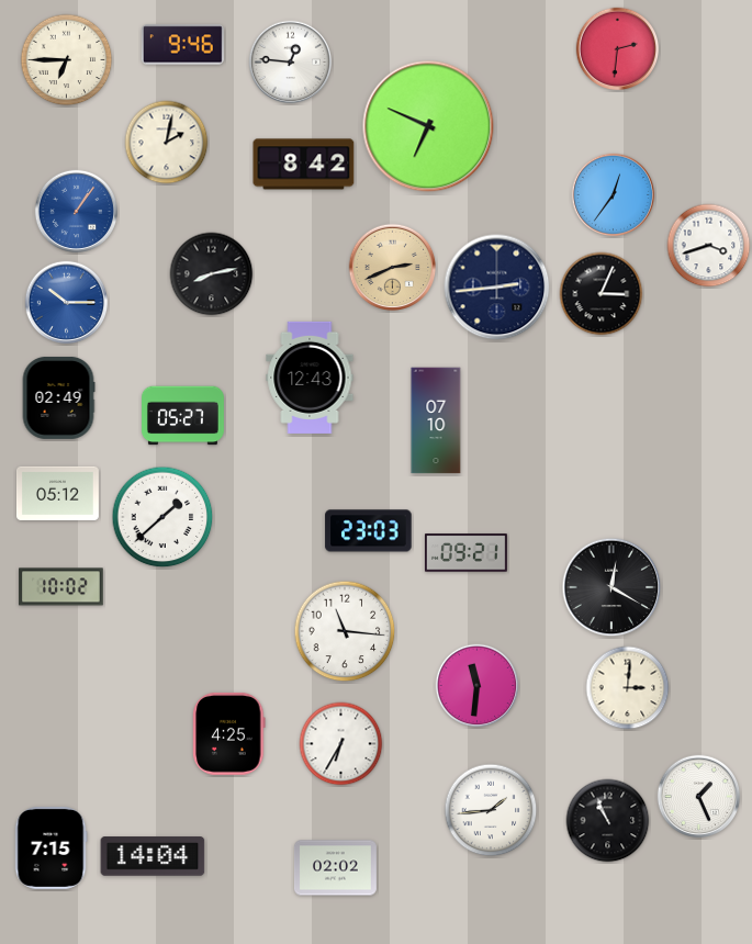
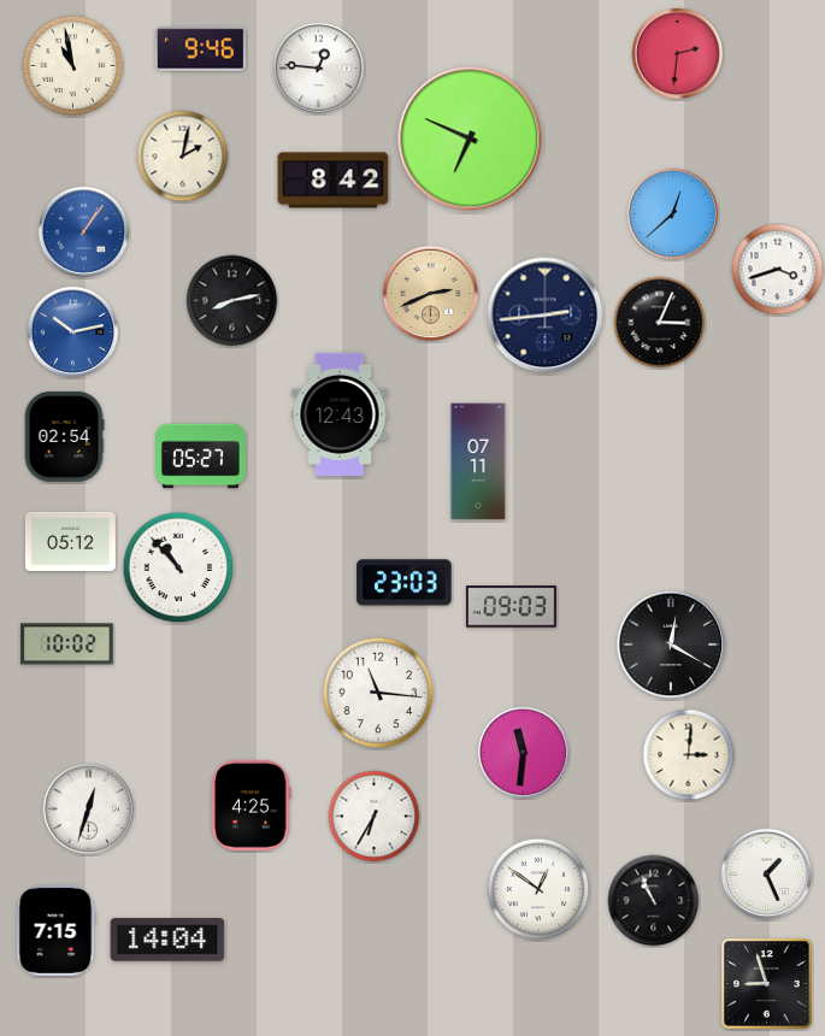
clock at (67, 60): 6:45 -> 10:58
clock at (614, 195): 12:36 -> 12:38
clock at (67, 303): 10:15 -> 10:13
clock at (58, 397): 02:49 -> 02:54
clock at (436, 420): 07:10 -> 07:11
clock at (58, 493) position: (58, 493) -> (71, 541)
clock at (162, 517): 1:38 -> 10:53
clock at (465, 553): 09:21 -> 09:03
clock at (89, 810): none -> 12:33
clock at (491, 810): 1:44 -> 12:51
clock at (608, 821) position: (608, 821) -> (654, 901)
clock at (336, 868): 02:02 -> none
clock at (767, 984): none -> 8:57
